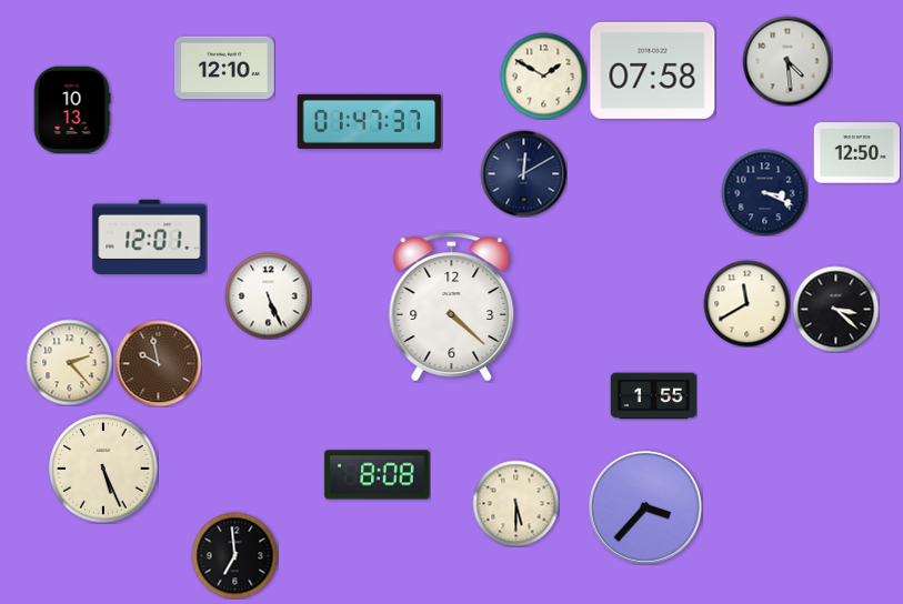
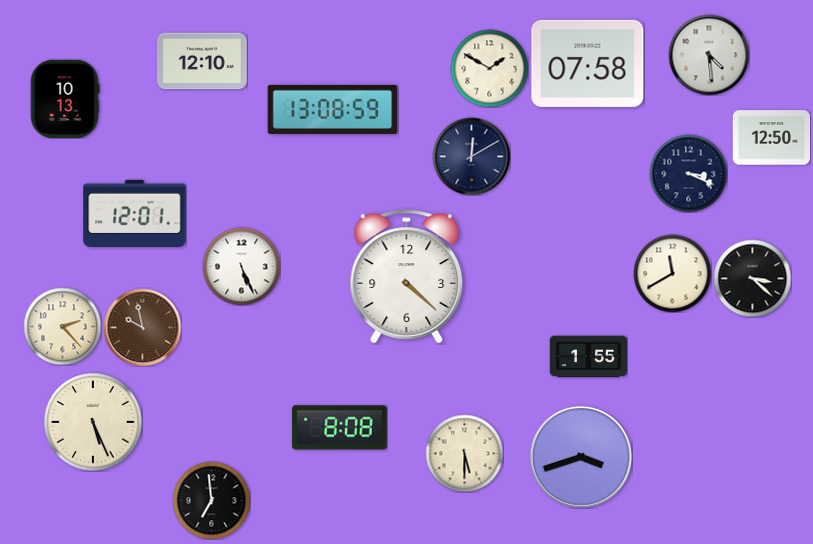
clock at (370, 121): 01:47 -> 13:08
clock at (645, 507): 3:37 -> 3:42
